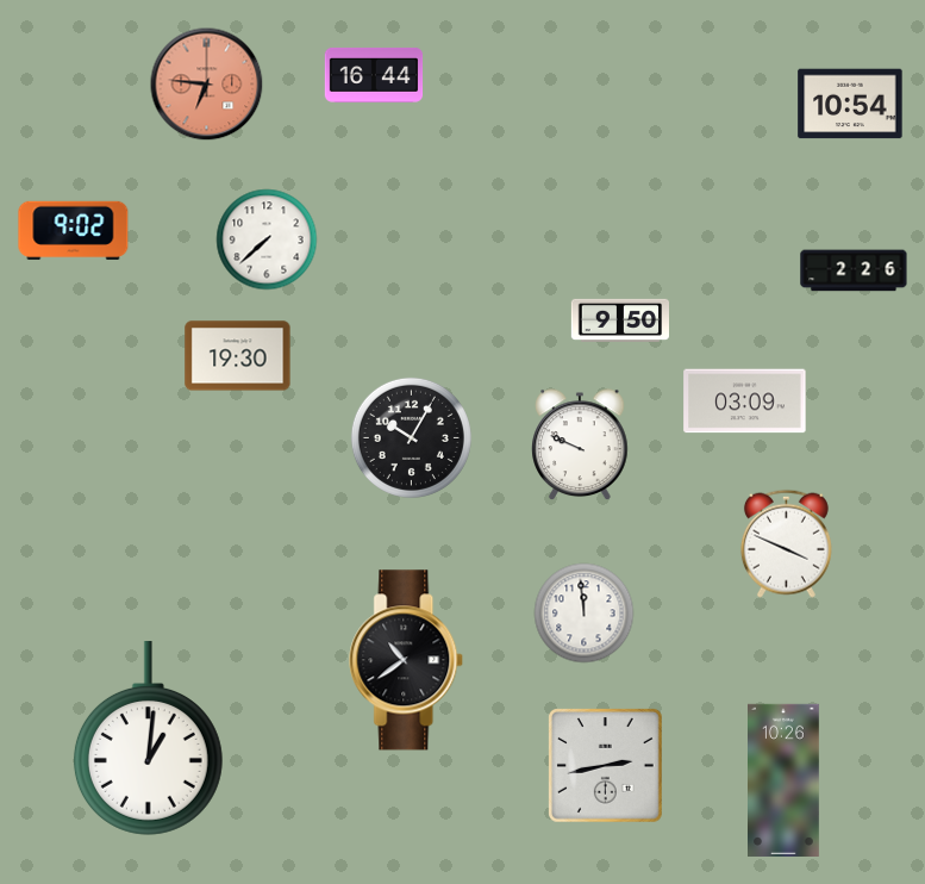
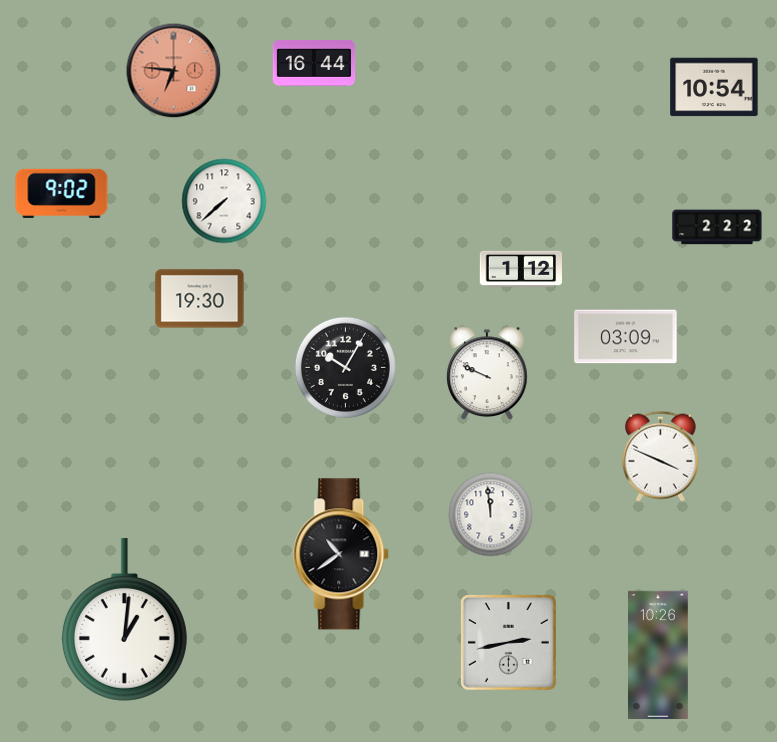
clock at (854, 270): 2:26 -> 2:22
clock at (619, 320): 9:50 -> 1:12
